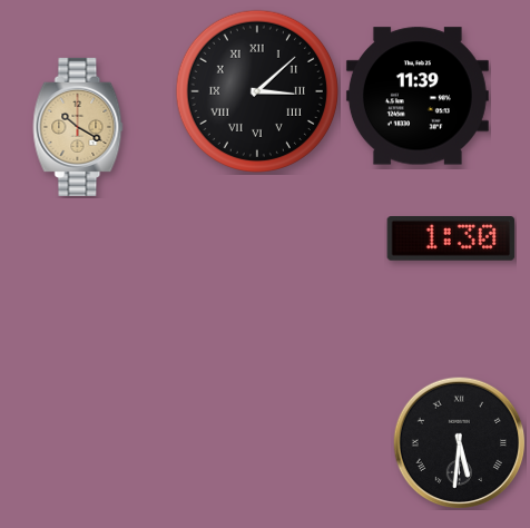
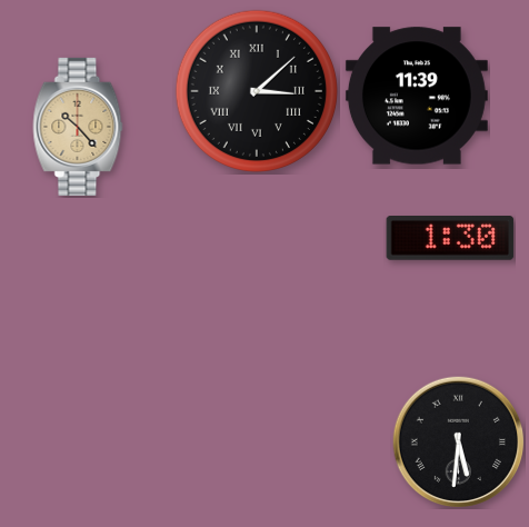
clock at (78, 127): 10:20 -> 10:23
